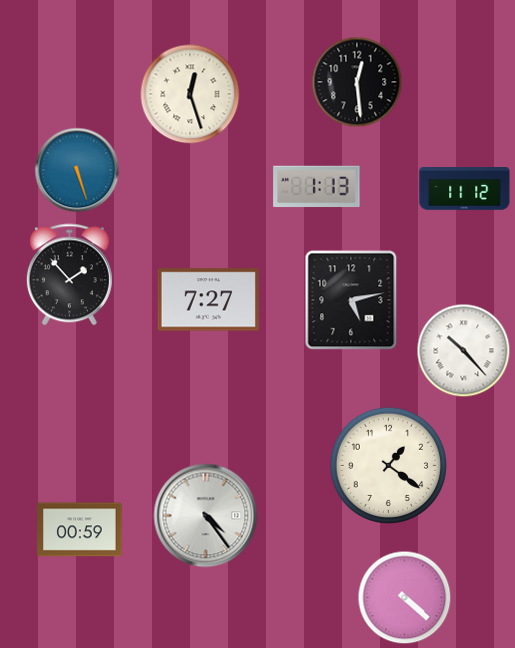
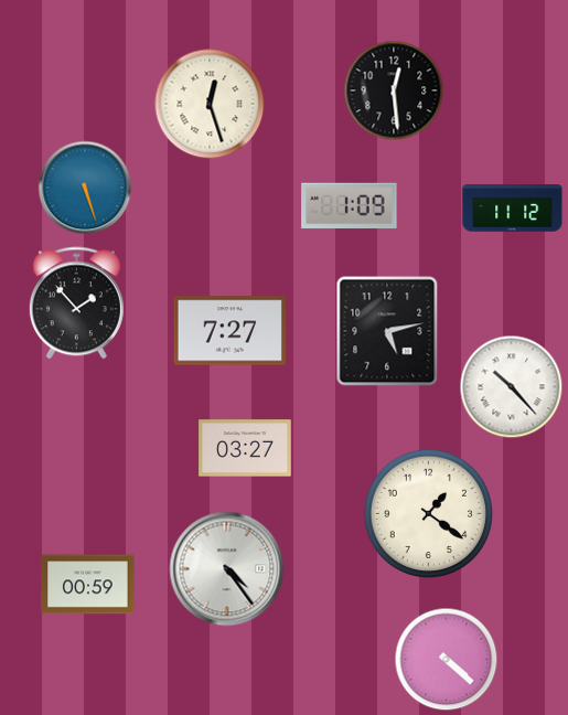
clock at (317, 187): 1:13 -> 1:09
clock at (245, 448): none -> 03:27
